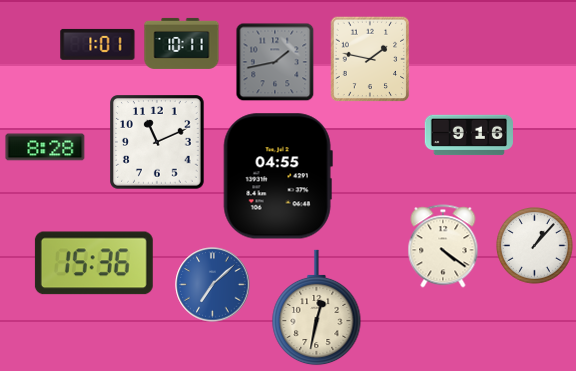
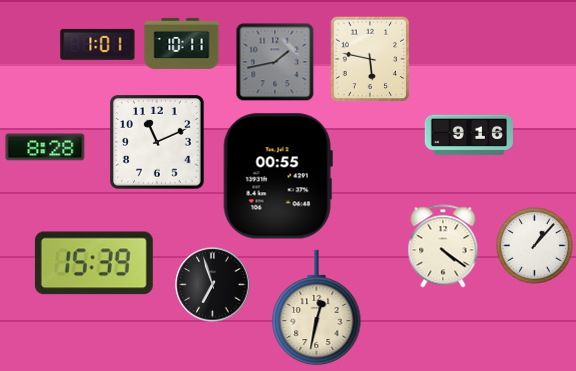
clock at (370, 59): 1:47 -> 5:47
clock at (278, 176): 04:55 -> 00:55
clock at (94, 263): 15:36 -> 15:39
clock at (213, 285): 7:08 -> 6:57
clock at (213, 285) dial: blue -> black
